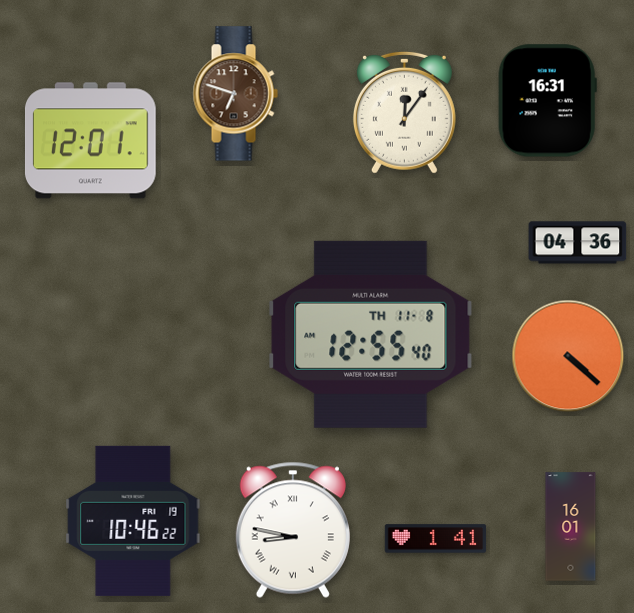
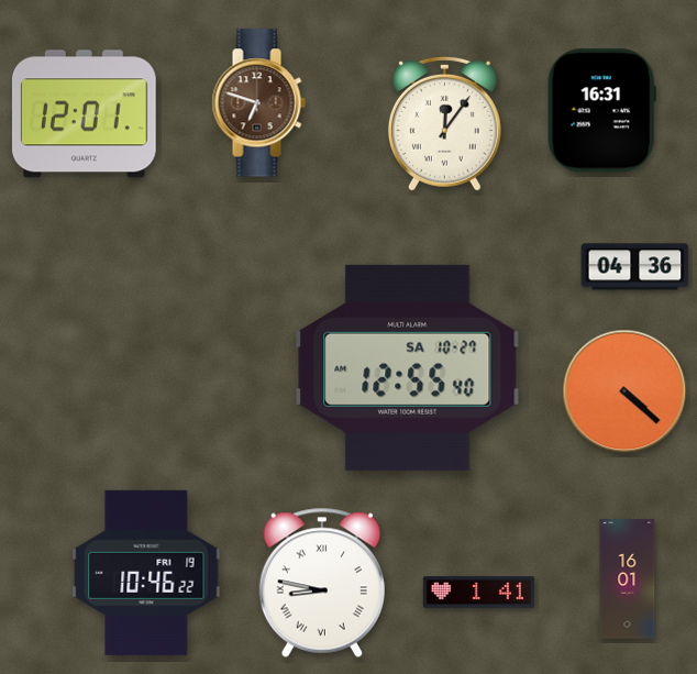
clock at (90, 141) position: (90, 141) -> (84, 114)
clock at (371, 334) date: TH 11-8 -> SA 10-27
